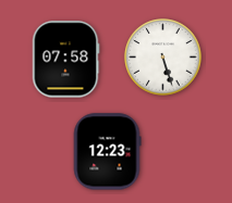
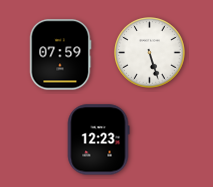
clock at (65, 60): 07:58 -> 07:59
